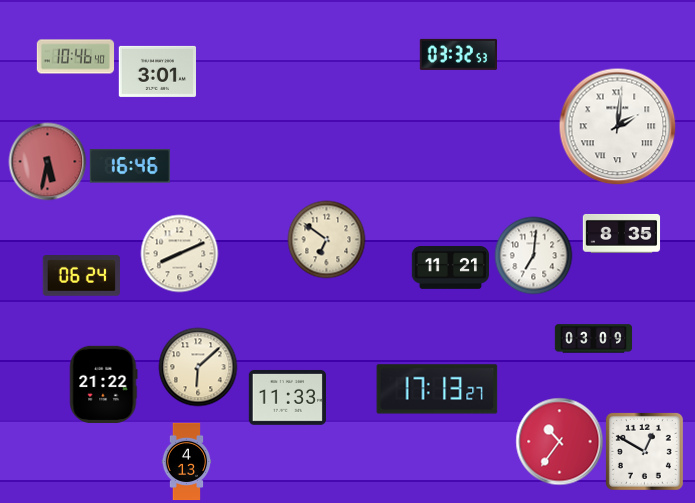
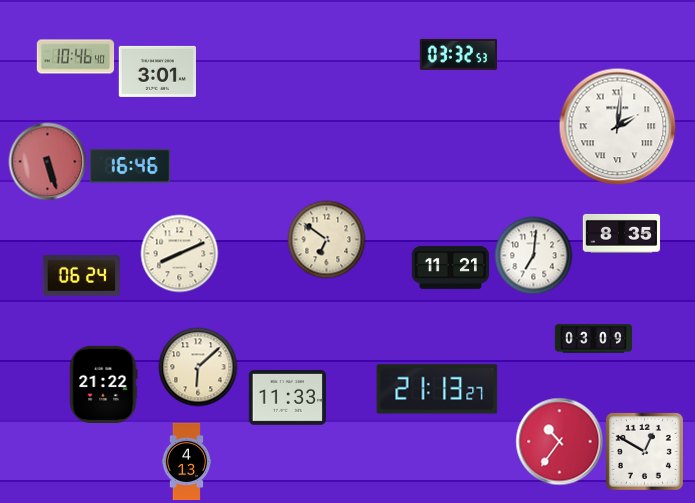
clock at (47, 161): 5:32 -> 5:27
clock at (437, 389): 17:13 -> 21:13
